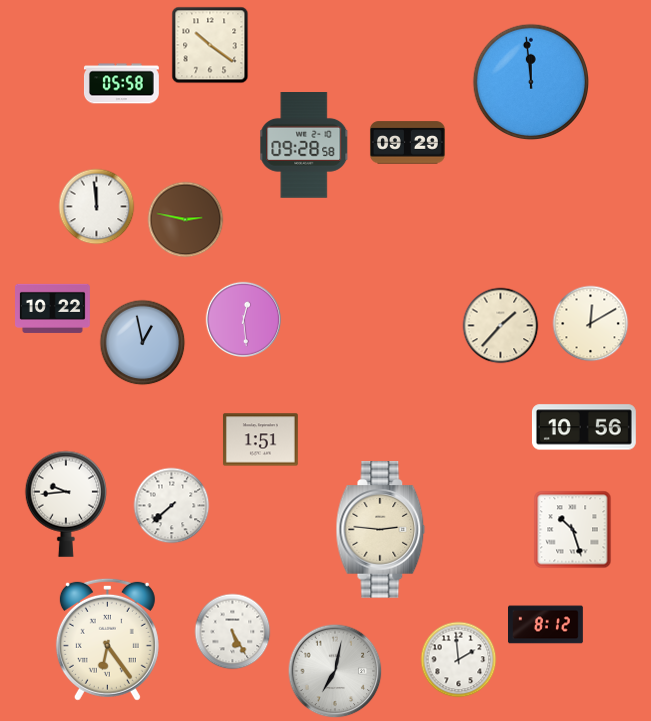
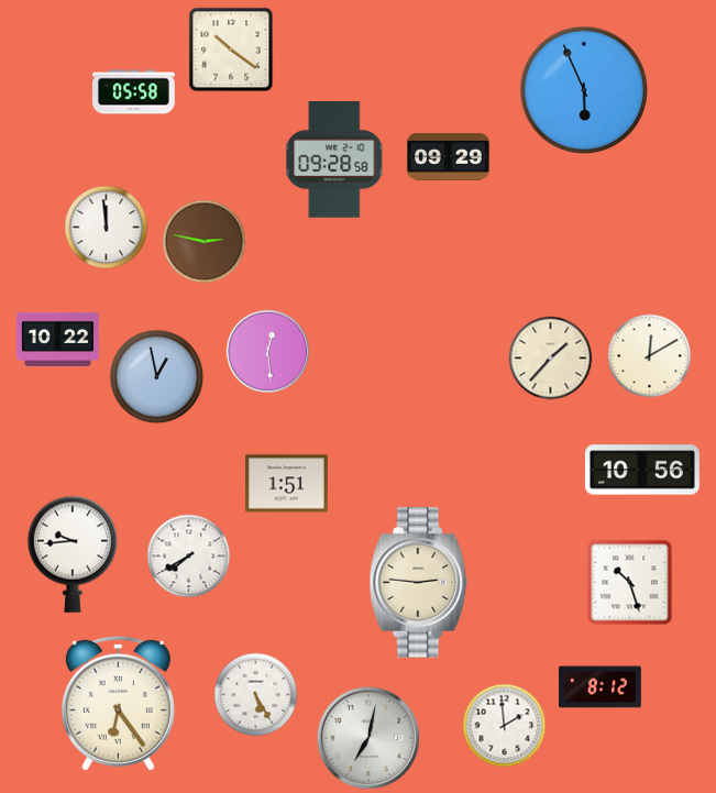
clock at (530, 81): 11:59 -> 5:56
clock at (172, 506): 7:38 -> 7:40
